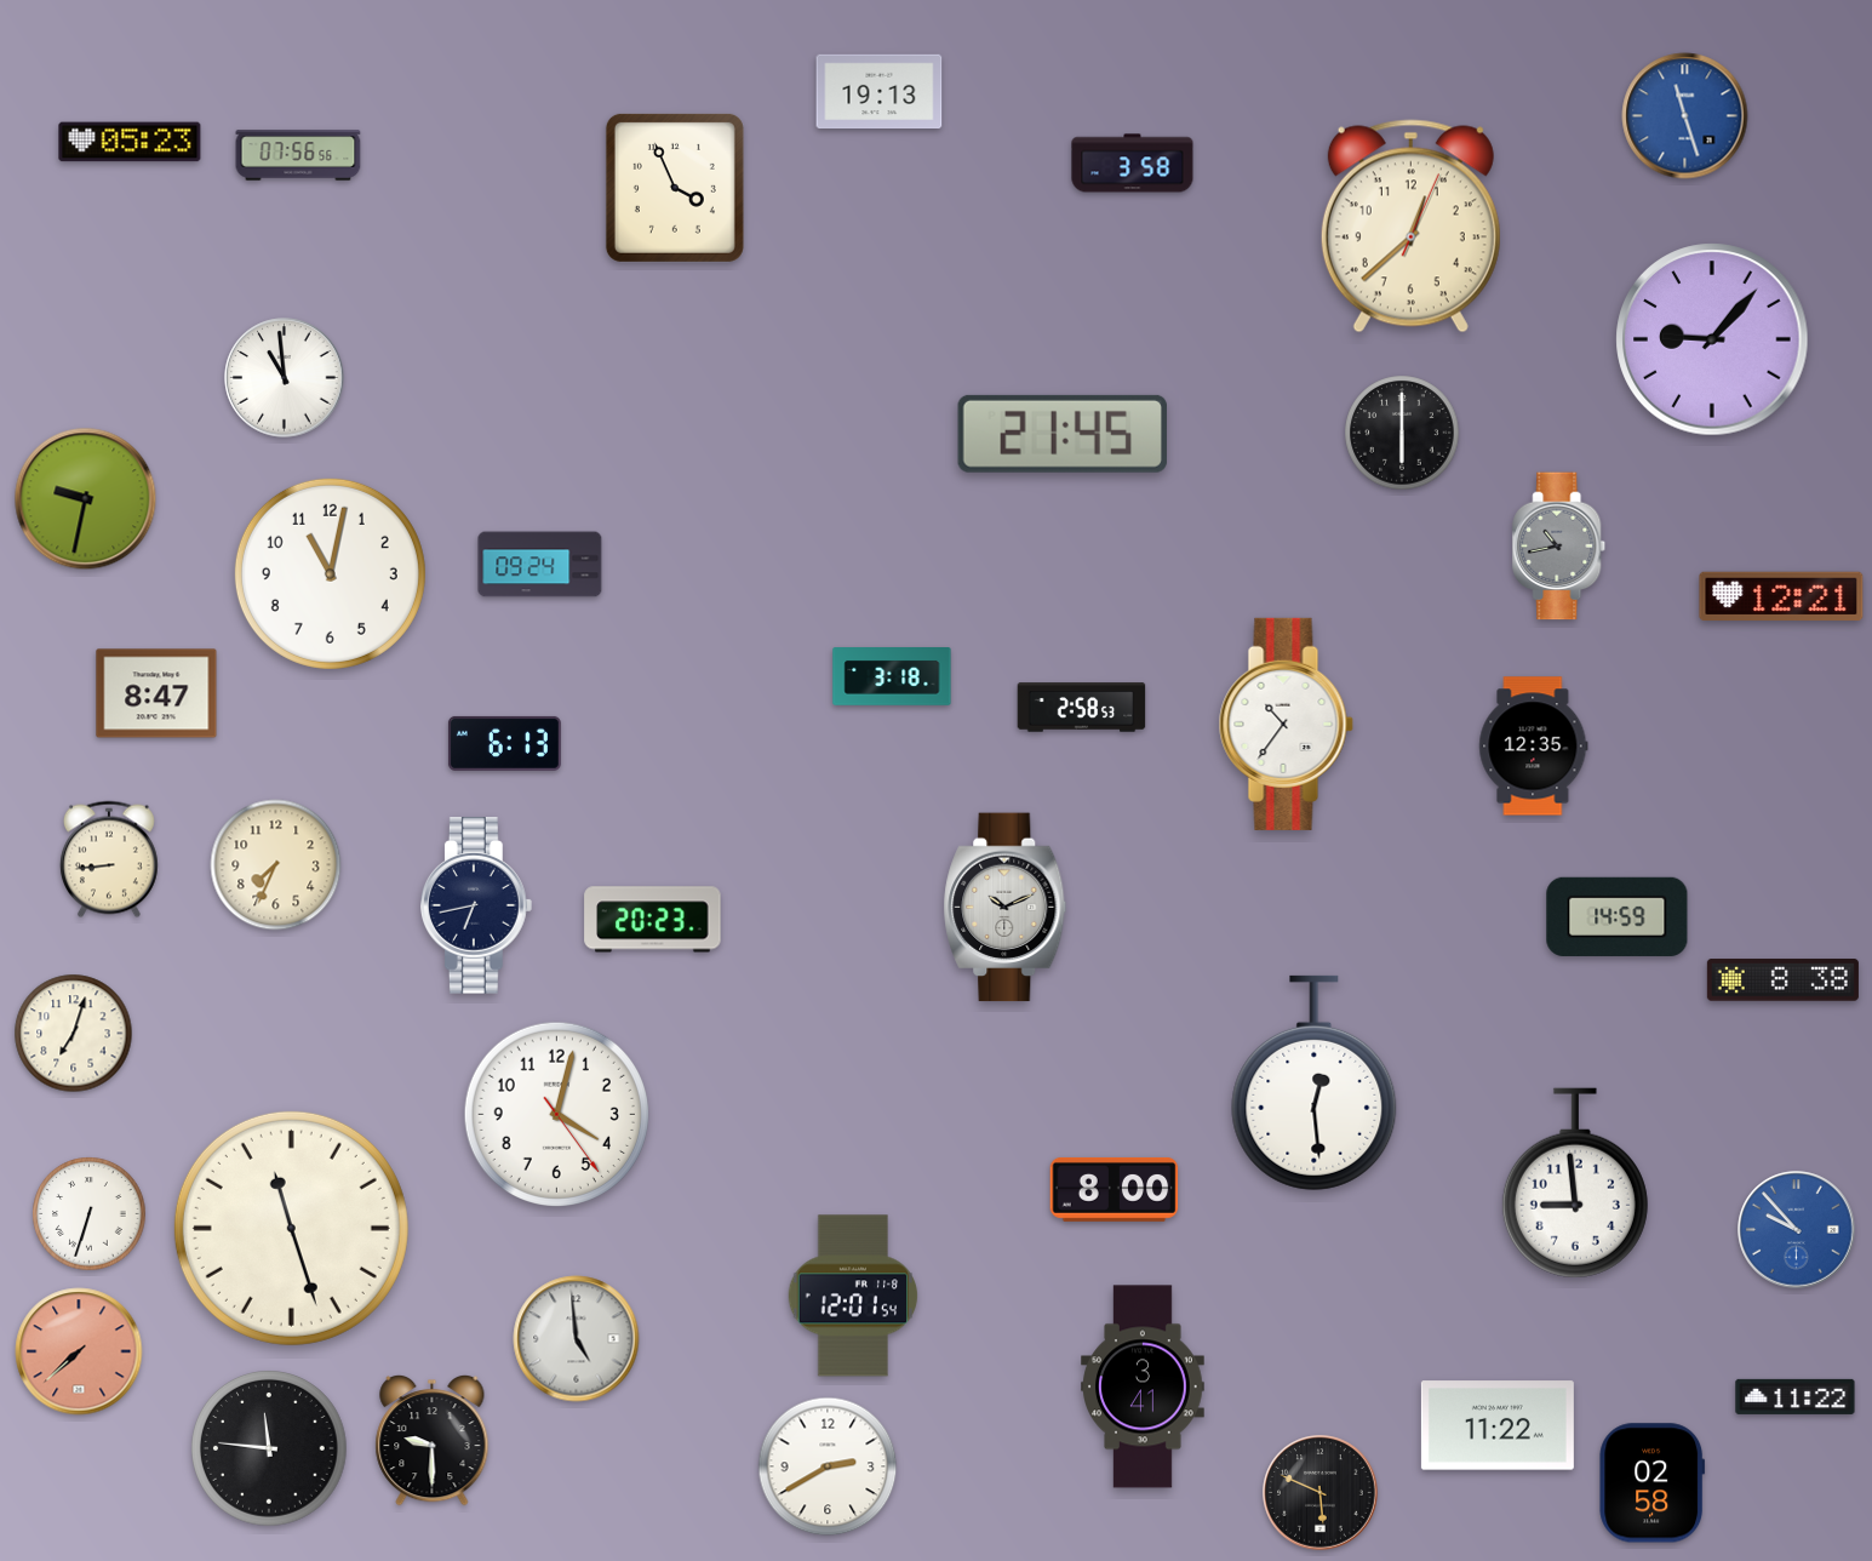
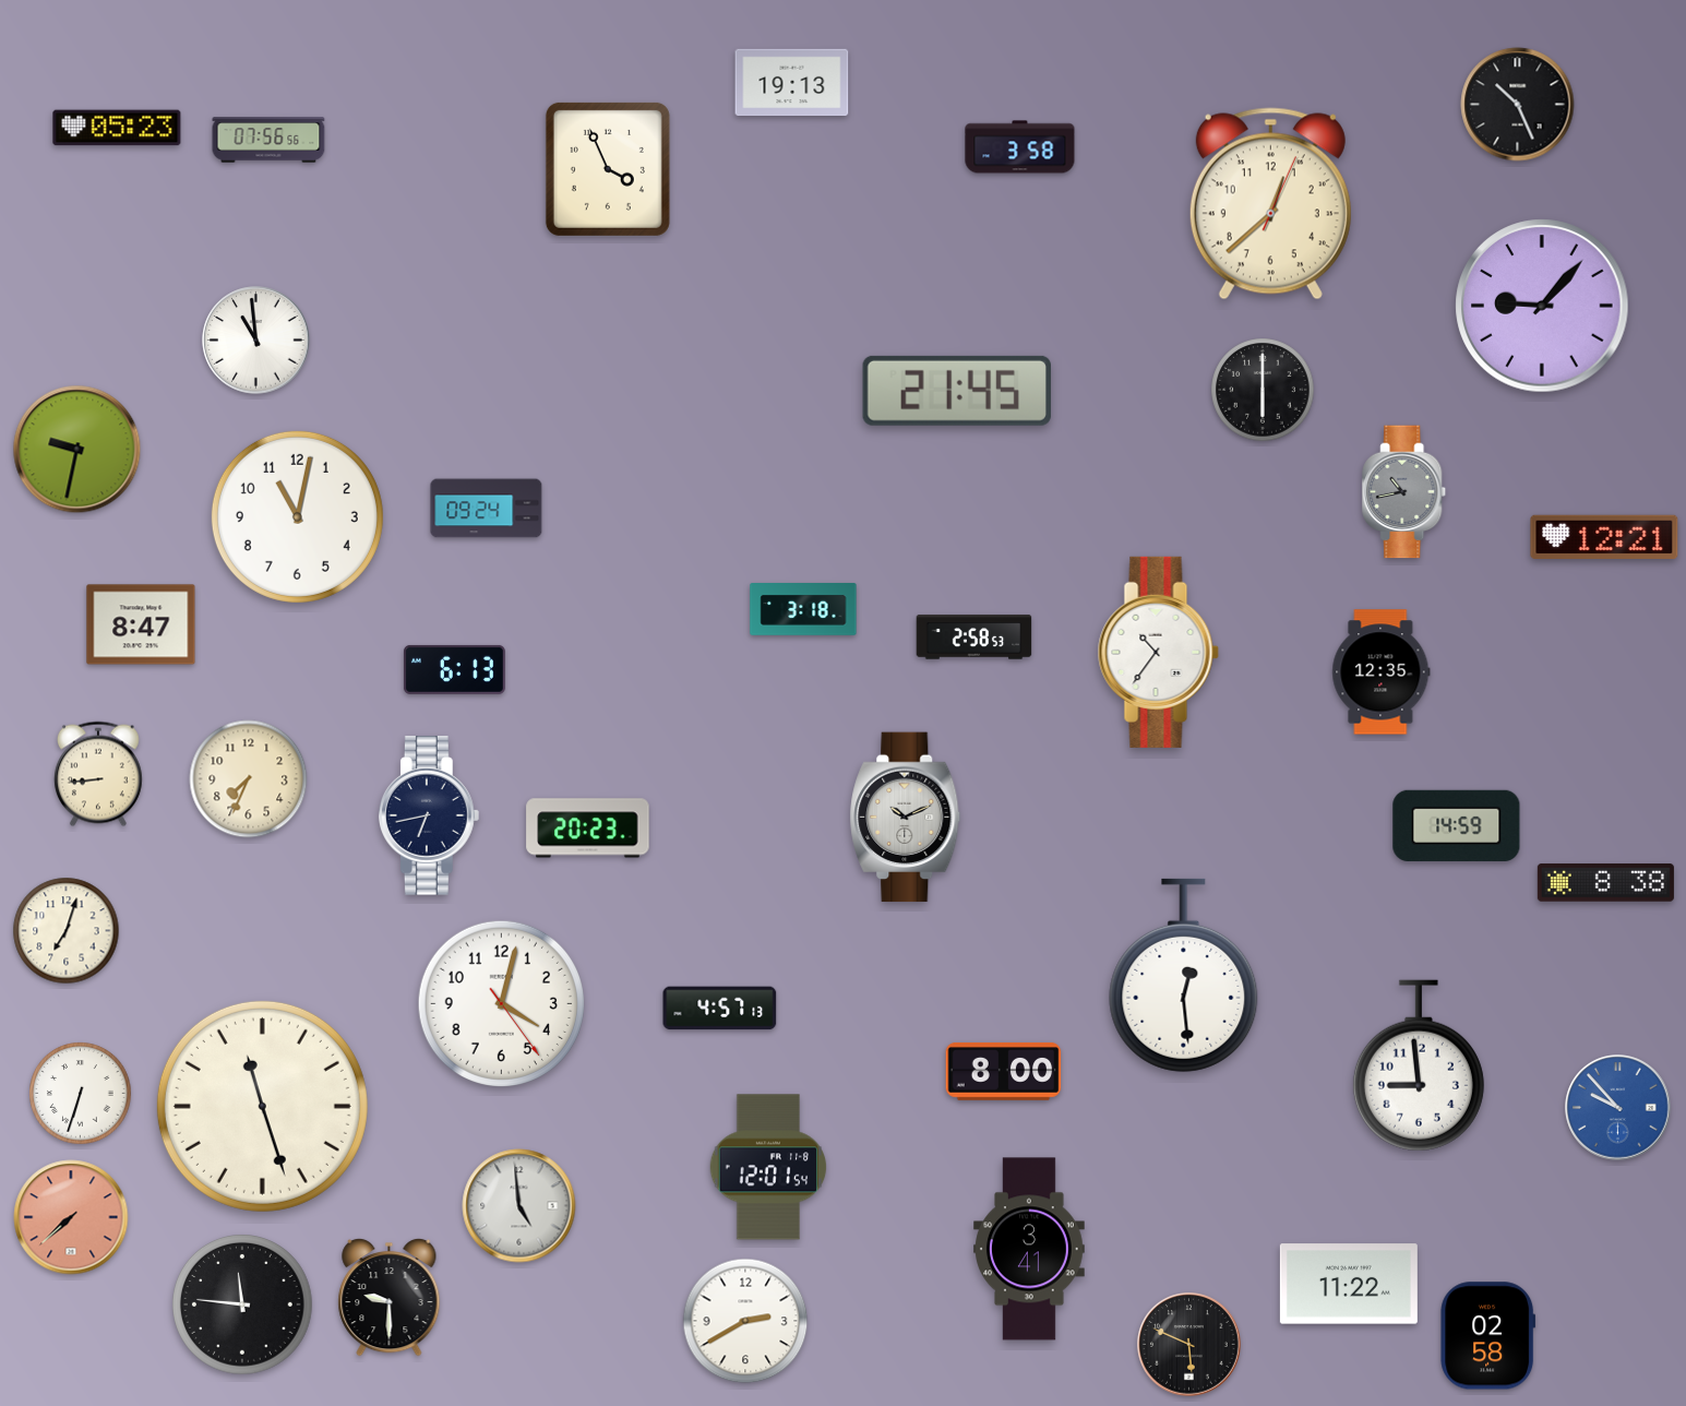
clock at (1685, 116): 11:27 -> 10:26
clock at (1685, 116) dial: blue -> black
clock at (720, 1009): none -> 4:57
clock at (1796, 1396): 11:22 -> none
